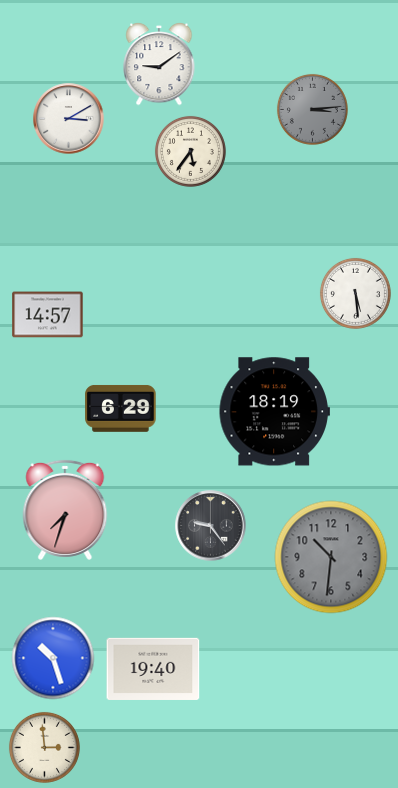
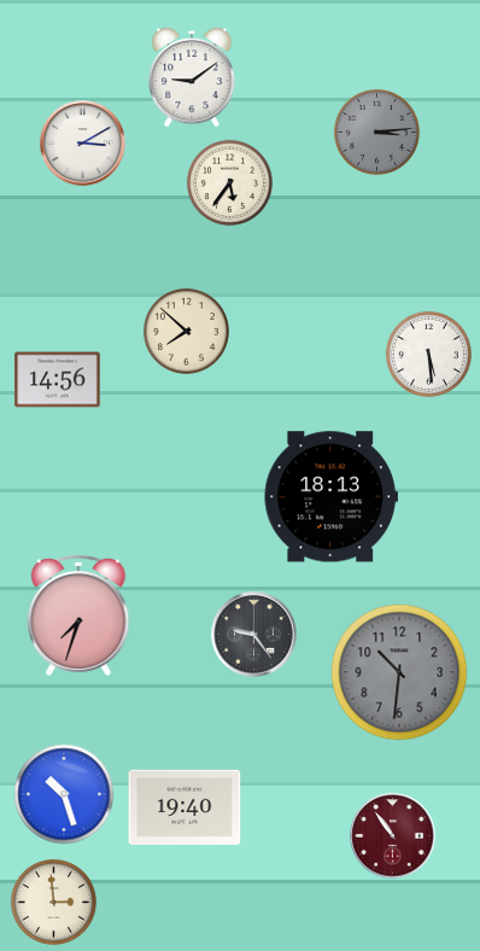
clock at (186, 331): none -> 7:52
clock at (48, 315): 14:57 -> 14:56
clock at (121, 408): 6:29 -> none
clock at (274, 412): 18:19 -> 18:13
clock at (393, 836): none -> 10:54
